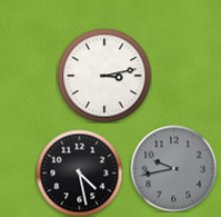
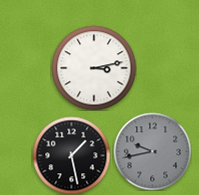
clock at (173, 168) position: (173, 168) -> (152, 151)
clock at (79, 172): 4:28 -> 1:28
